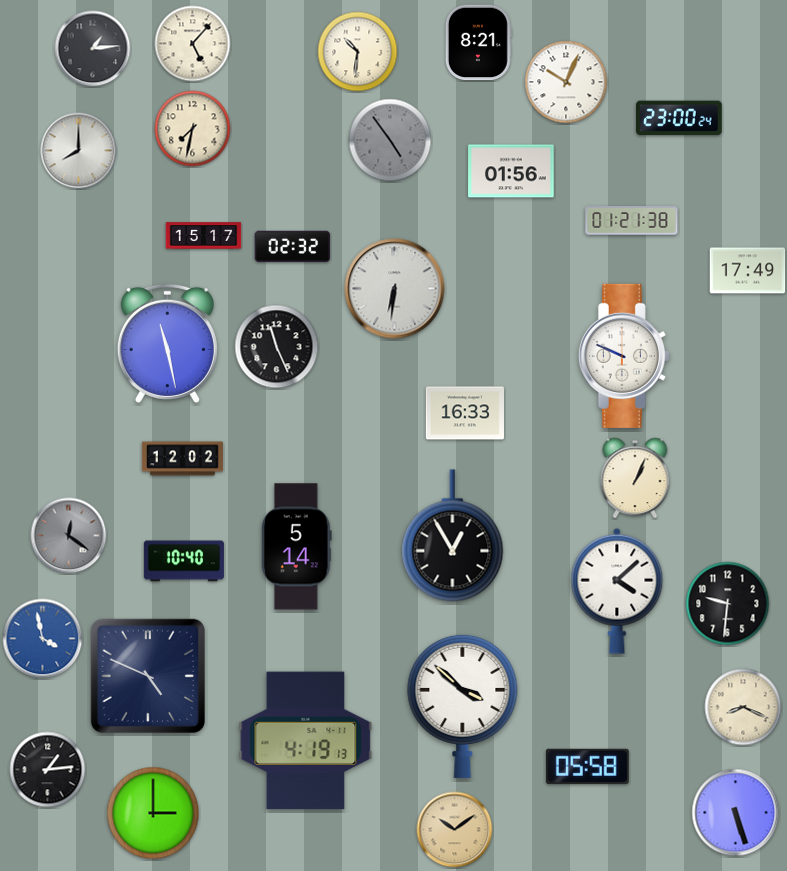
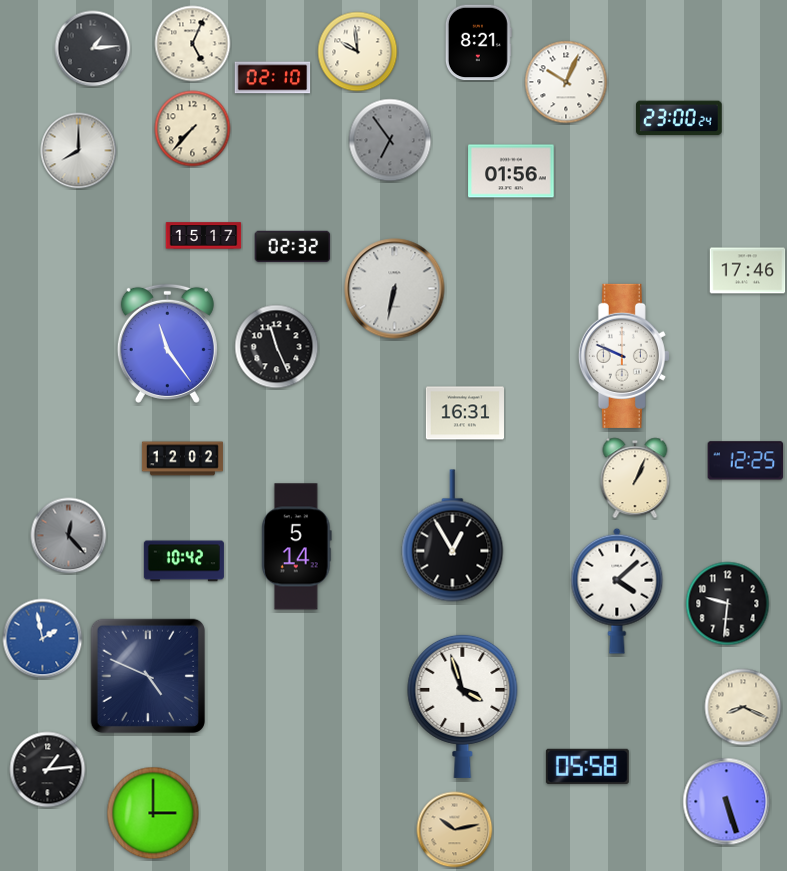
clock at (193, 44): 5:07 -> 5:04
clock at (358, 52): 10:31 -> 9:59
clock at (273, 78): none -> 02:10
clock at (193, 129): 7:32 -> 7:37
clock at (390, 140): 4:54 -> 6:54
clock at (632, 221): 01:21 -> none
clock at (748, 271): 17:49 -> 17:46
clock at (395, 289): 6:31 -> 6:32
clock at (167, 343): 11:28 -> 11:24
clock at (464, 413): 16:33 -> 16:31
clock at (746, 461): none -> 12:25
clock at (69, 536): 12:21 -> 12:23
clock at (184, 561): 10:40 -> 10:42
clock at (43, 639): 3:58 -> 1:58
clock at (463, 706): 3:52 -> 3:57
clock at (306, 741): 4:19 -> none
clock at (736, 813) position: (736, 813) -> (727, 802)
clock at (455, 830): 10:09 -> 10:13
